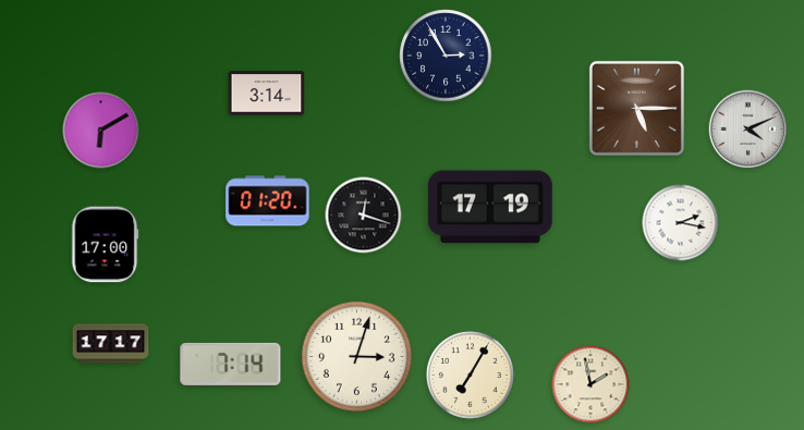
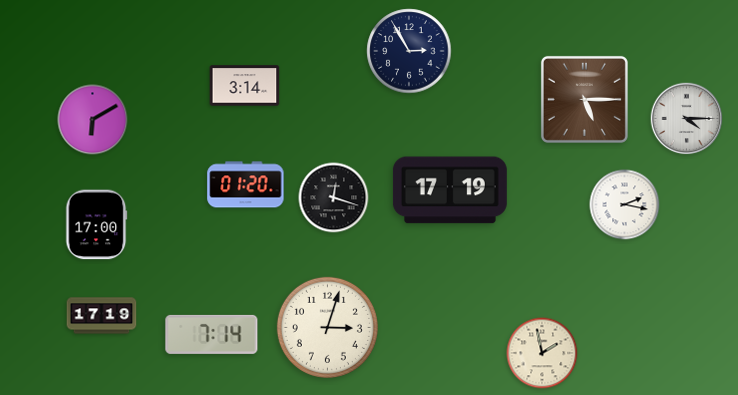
clock at (748, 130): 4:11 -> 4:15
clock at (111, 344): 17:17 -> 17:19
clock at (470, 374): 7:05 -> none
